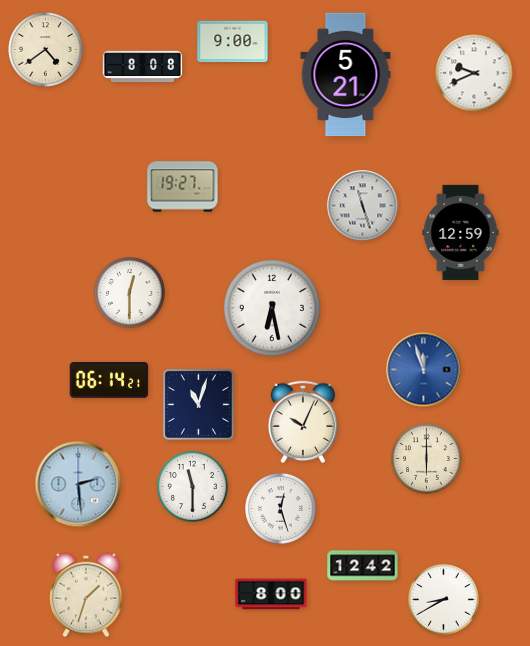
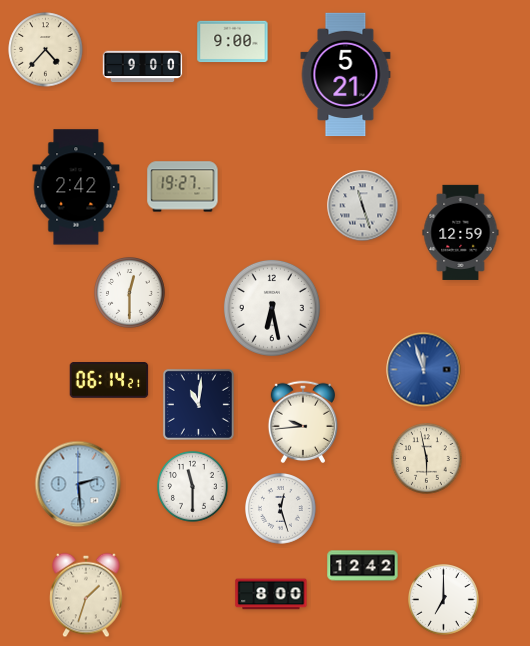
clock at (46, 50): 4:39 -> 4:37
clock at (143, 67): 8:08 -> 9:00
clock at (474, 73): 9:41 -> none
clock at (76, 187): none -> 2:42
clock at (198, 404): 11:03 -> 11:01
clock at (302, 422): 10:04 -> 9:44
clock at (427, 459): 6:00 -> 5:58
clock at (444, 600): 8:40 -> 7:00
